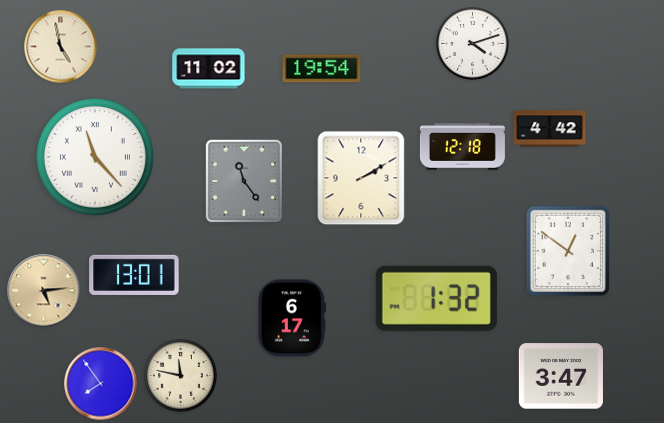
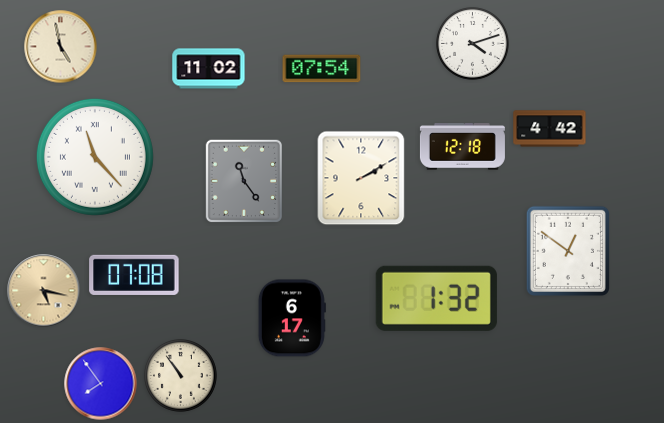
clock at (322, 69): 19:54 -> 07:54
clock at (134, 275): 13:01 -> 07:08
clock at (44, 291): 5:14 -> 5:17
clock at (181, 376): 11:47 -> 10:54
clock at (561, 376): 3:47 -> none
